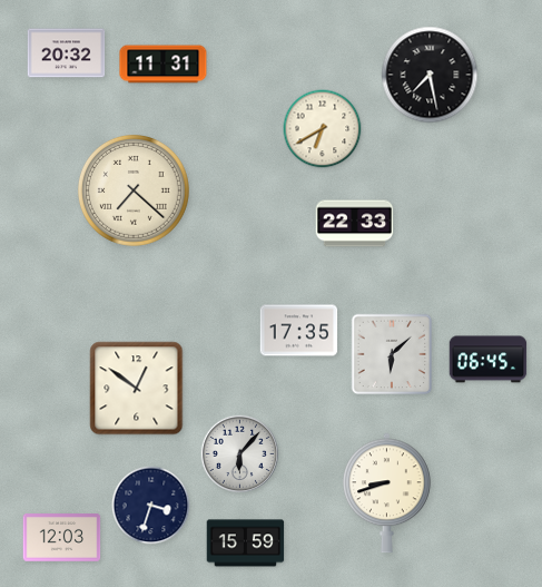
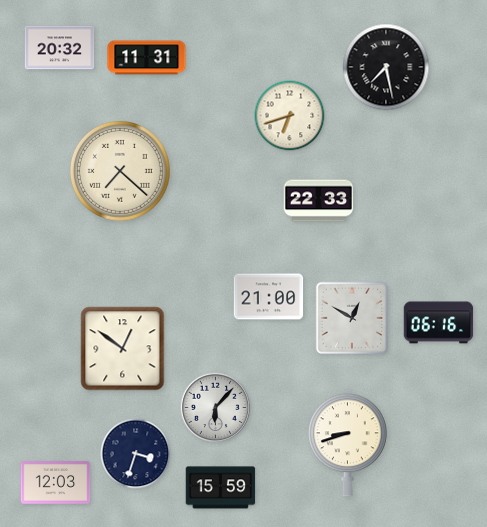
clock at (323, 129): 6:40 -> 6:42
clock at (299, 331): 17:35 -> 21:00
clock at (392, 354): 6:08 -> 12:50
clock at (489, 360): 06:45 -> 06:16
